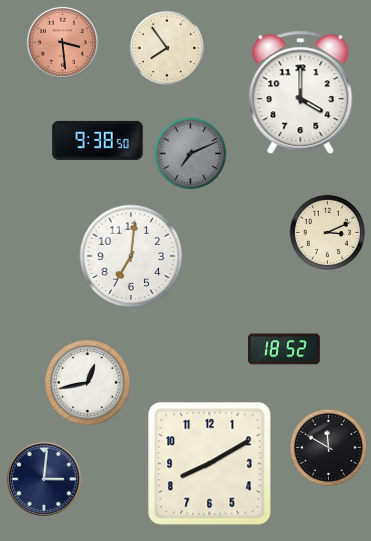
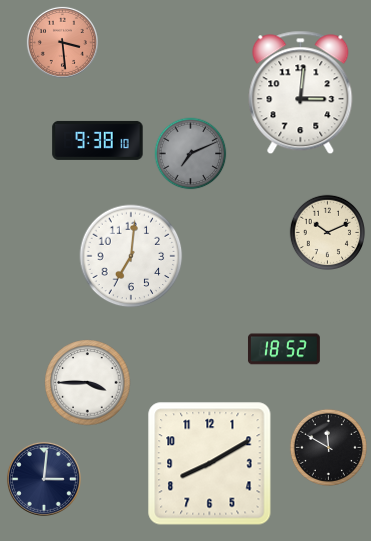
clock at (167, 48): 7:54 -> none
clock at (301, 93): 4:00 -> 3:01
clock at (98, 140): 9:38:50 -> 9:38:10
clock at (328, 233): 3:11 -> 10:11
clock at (88, 383): 12:43 -> 3:45
